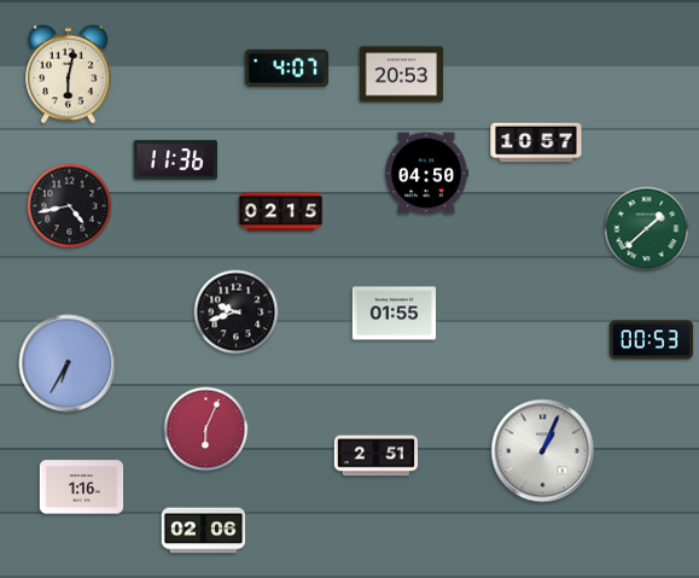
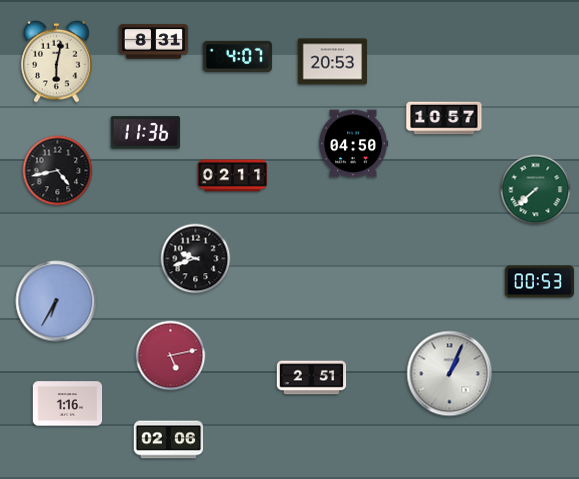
clock at (154, 42): none -> 8:31
clock at (281, 212): 02:15 -> 02:11
clock at (647, 229): 1:38 -> 7:38
clock at (395, 314): 01:55 -> none
clock at (206, 430): 6:04 -> 5:13
